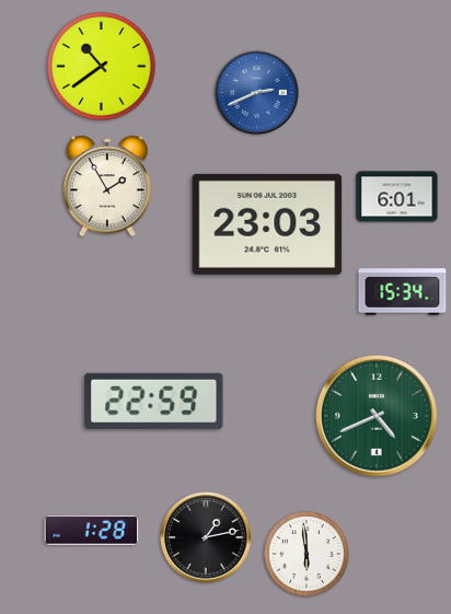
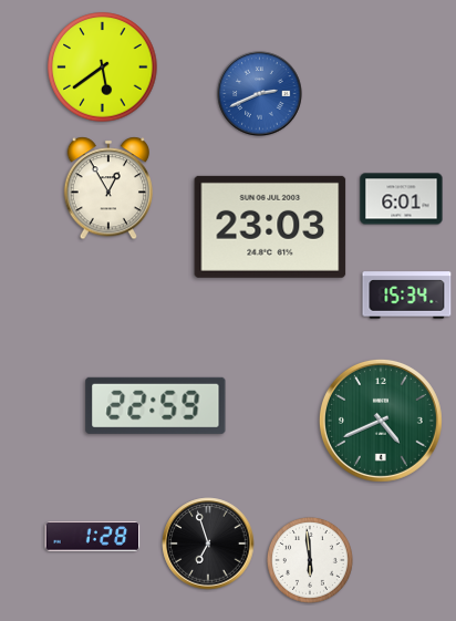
clock at (102, 67): 10:39 -> 5:39
clock at (106, 186): 1:55 -> 12:55
clock at (206, 537): 1:13 -> 6:57
